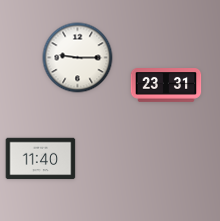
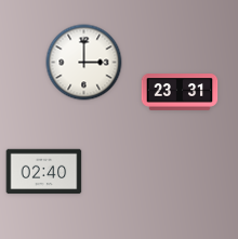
clock at (78, 58): 9:15 -> 3:00
clock at (41, 159): 11:40 -> 02:40
